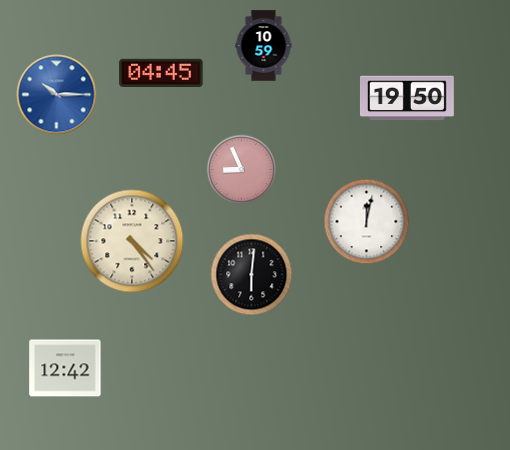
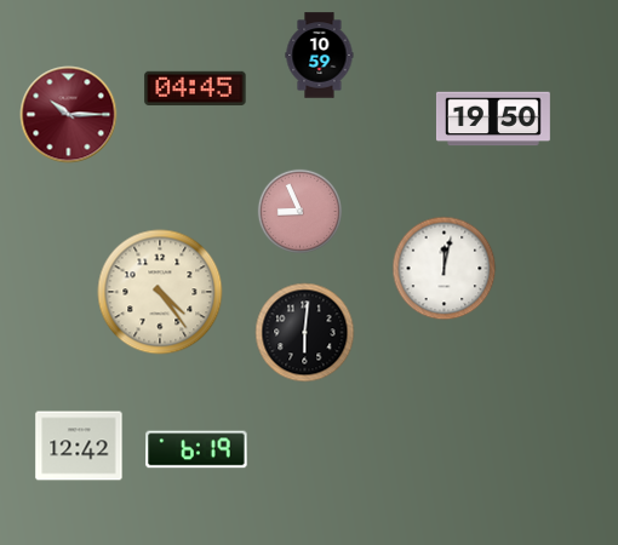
clock at (57, 95) dial: blue -> burgundy
clock at (242, 170) position: (242, 170) -> (301, 212)
clock at (196, 449): none -> 6:19
